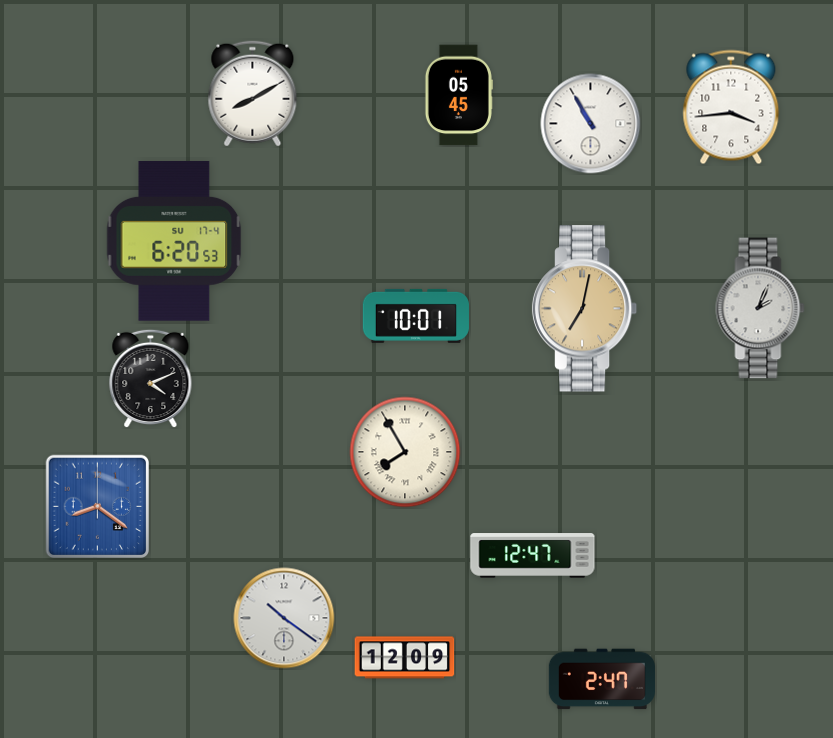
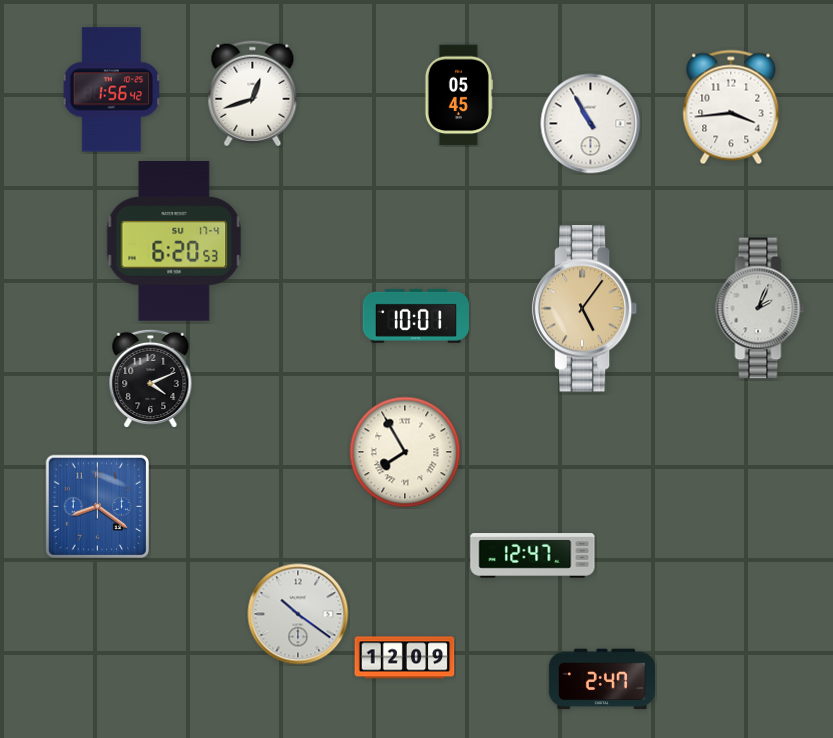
clock at (112, 90): none -> 1:56
clock at (253, 94): 8:10 -> 12:42
clock at (585, 309): 7:02 -> 5:06
clock at (284, 618) position: (284, 618) -> (298, 614)
